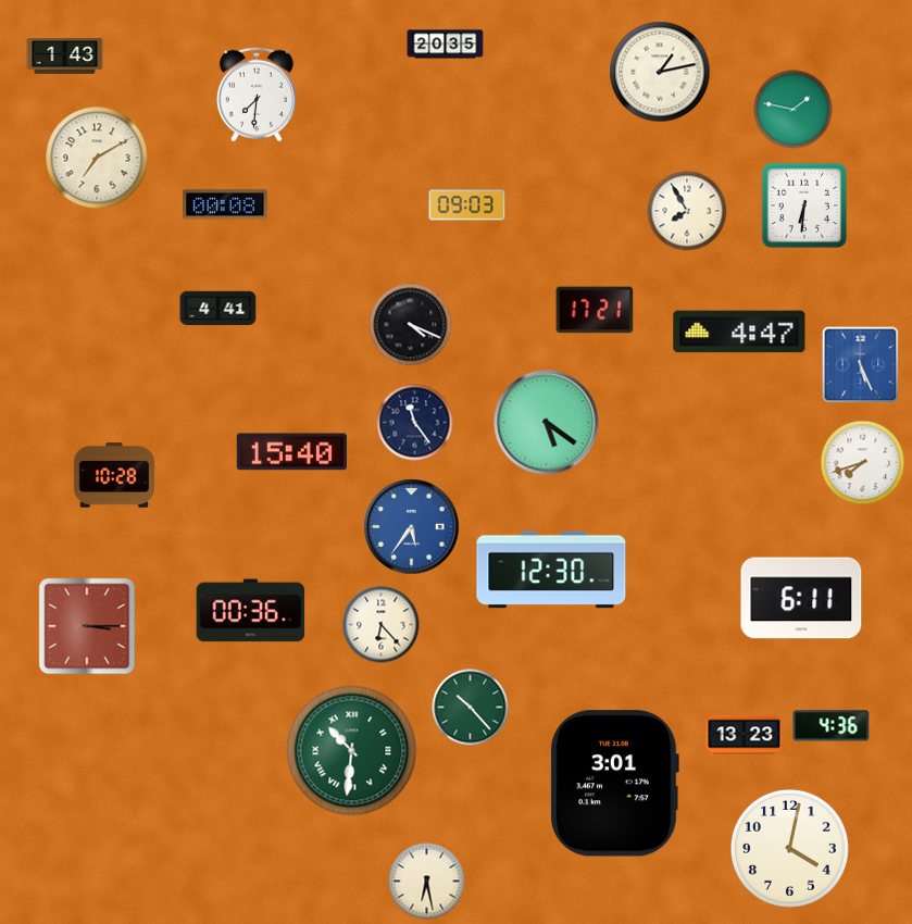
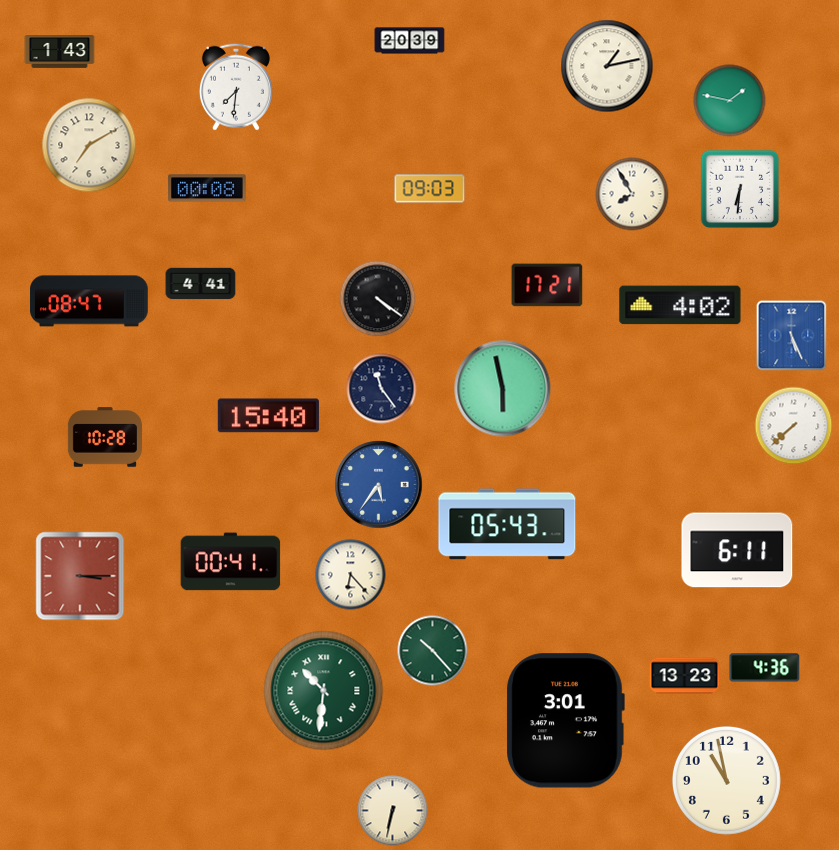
clock at (446, 45): 20:35 -> 20:39
clock at (411, 325): 4:19 -> 4:21
clock at (89, 301): none -> 08:47
clock at (739, 332): 4:47 -> 4:02
clock at (547, 423): 5:21 -> 5:58
clock at (863, 463): 7:42 -> 7:38
clock at (551, 570): 12:30 -> 05:43
clock at (251, 611): 00:36 -> 00:41
clock at (789, 848): 4:02 -> 10:58
clock at (427, 882): 6:28 -> 6:32
